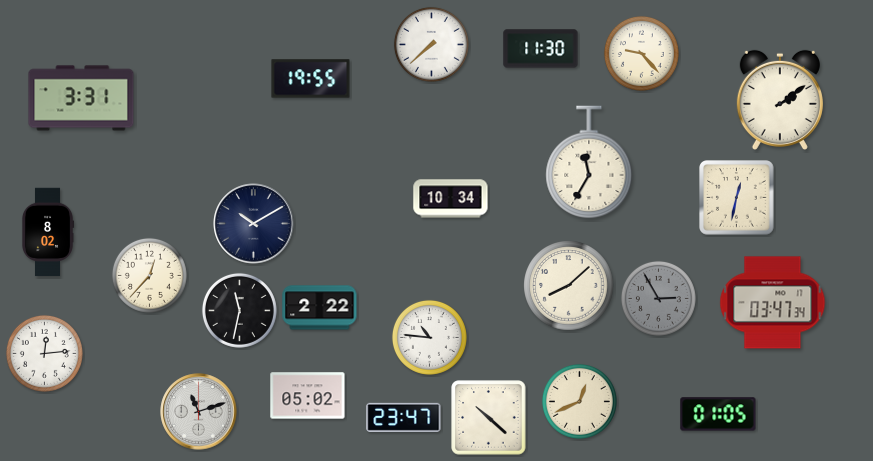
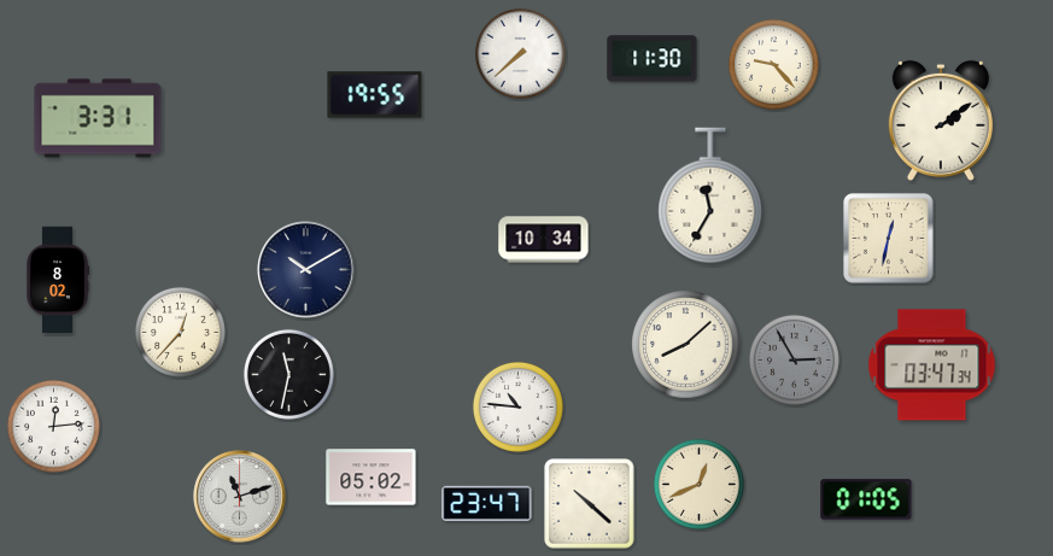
clock at (320, 308): 2:22 -> none
